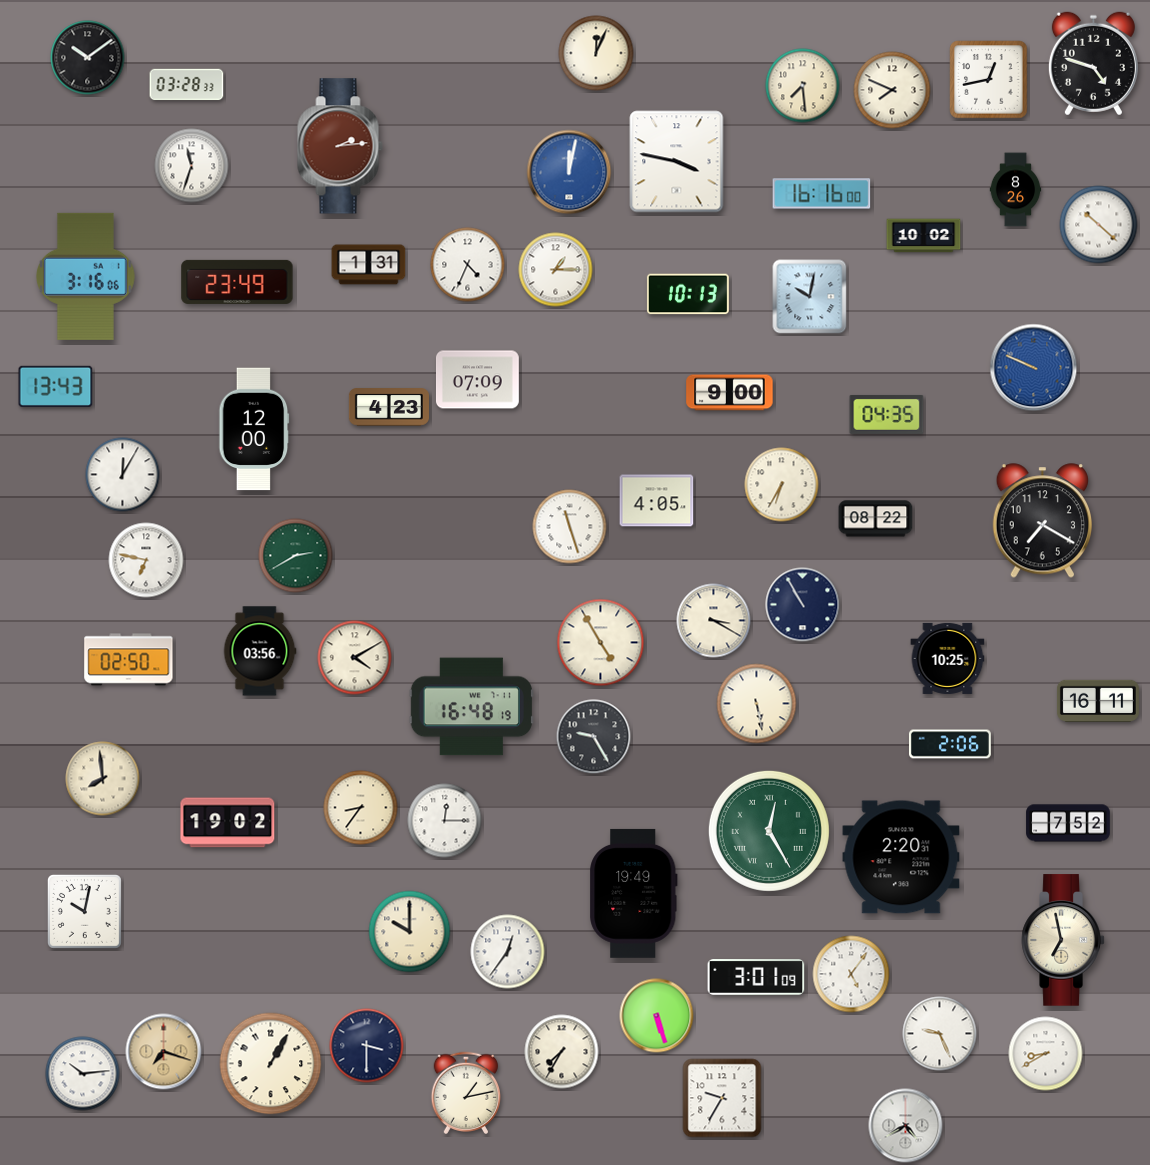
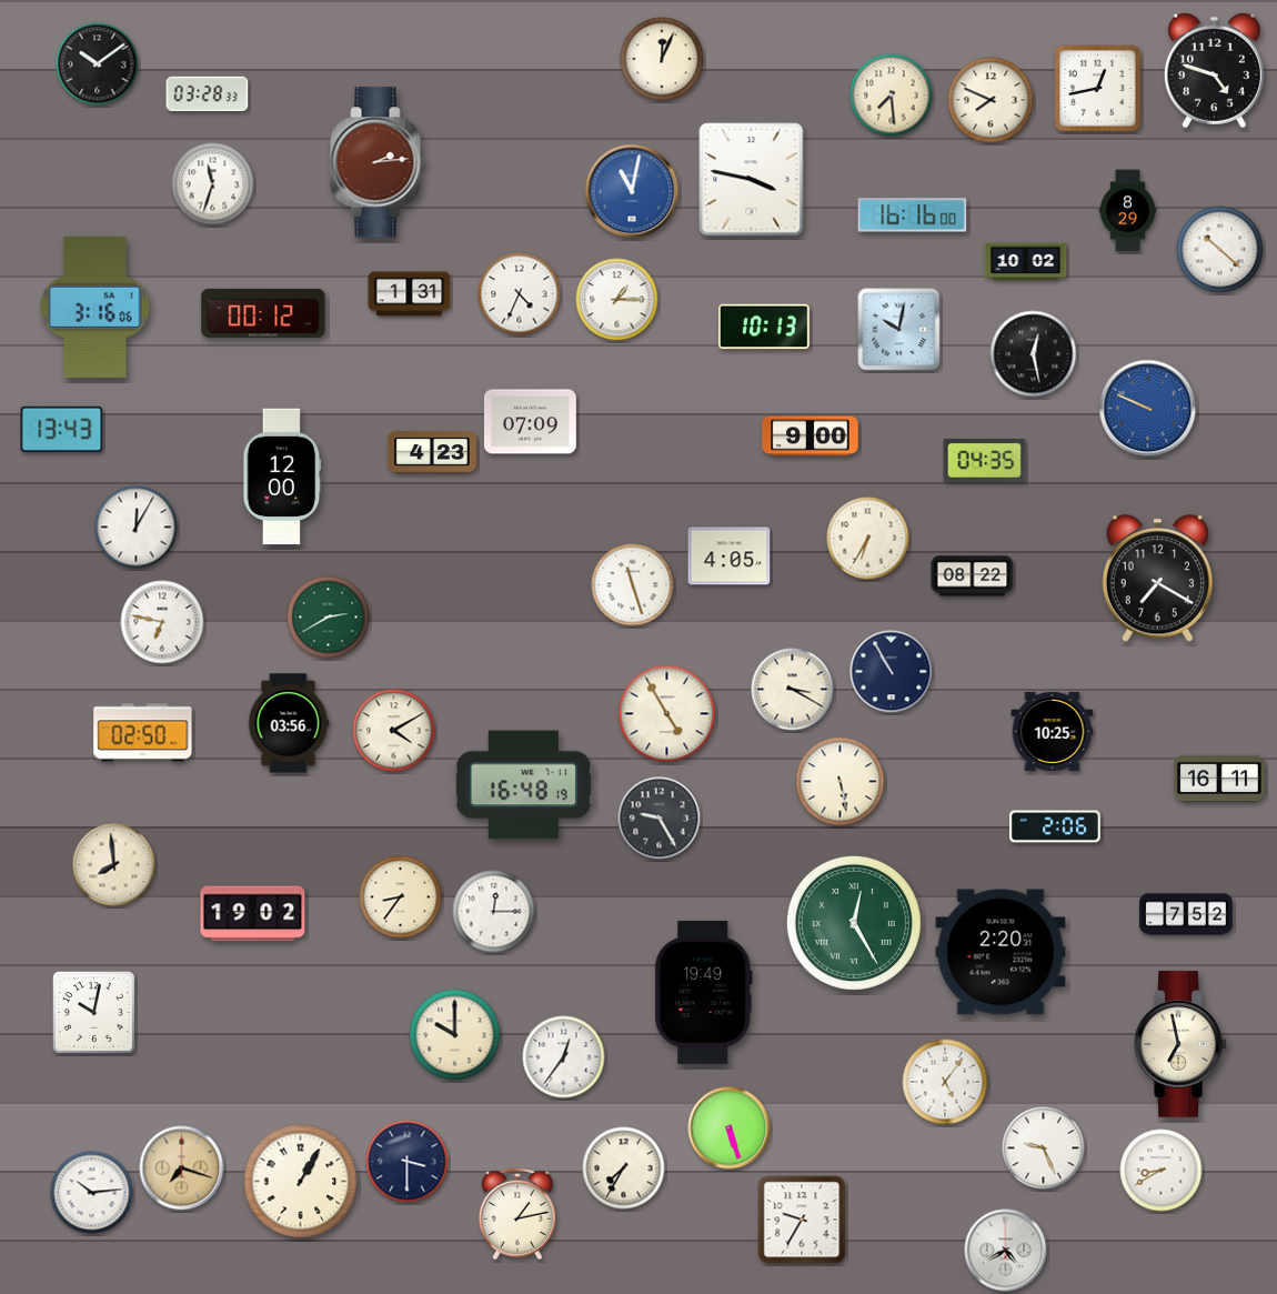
clock at (569, 172): 12:02 -> 11:02
clock at (1016, 190): 8:26 -> 8:29
clock at (237, 282): 23:49 -> 00:12
clock at (1034, 354): none -> 12:28
clock at (756, 977): 3:01 -> none
